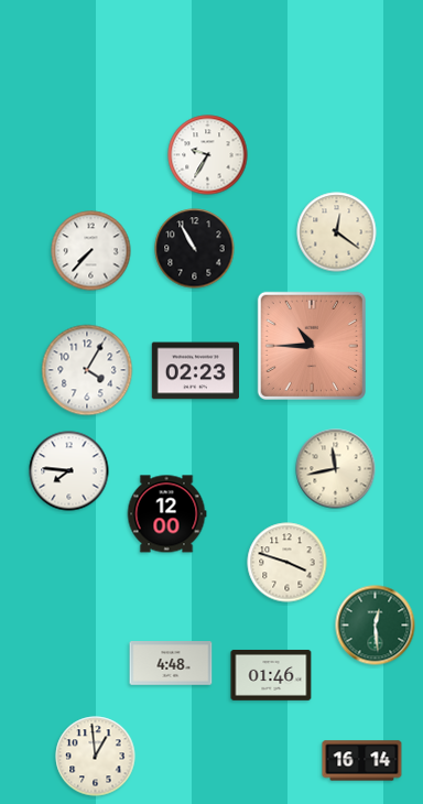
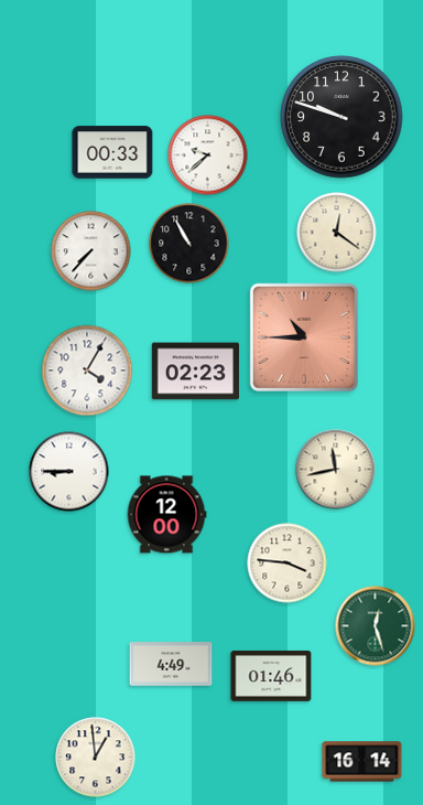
clock at (341, 117): none -> 9:48
clock at (112, 152): none -> 00:33
clock at (208, 155): 9:35 -> 9:38
clock at (195, 249) position: (195, 249) -> (189, 244)
clock at (312, 346) position: (312, 346) -> (304, 337)
clock at (69, 471): 7:46 -> 8:45
clock at (288, 563): 3:48 -> 3:46
clock at (376, 626): 12:29 -> 12:27
clock at (171, 663): 4:48 -> 4:49
